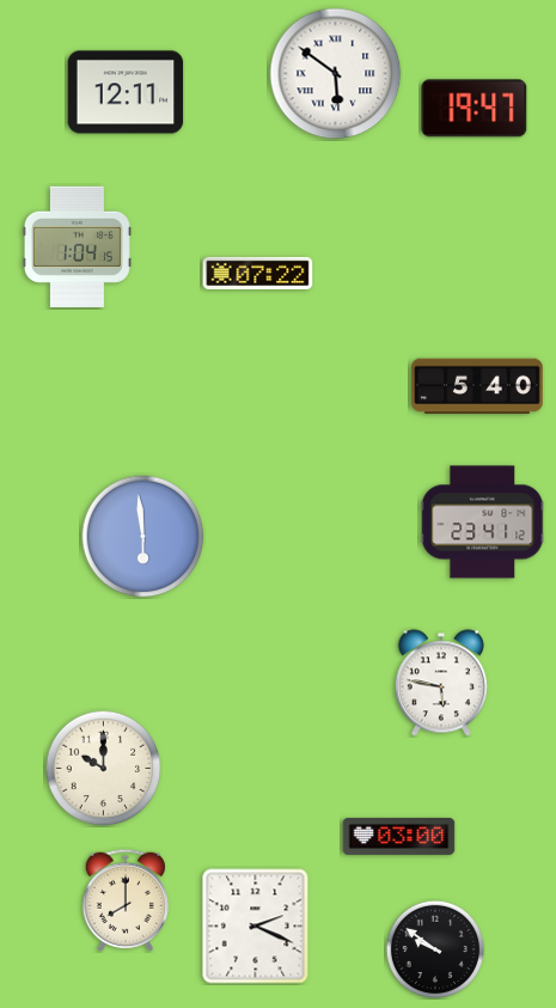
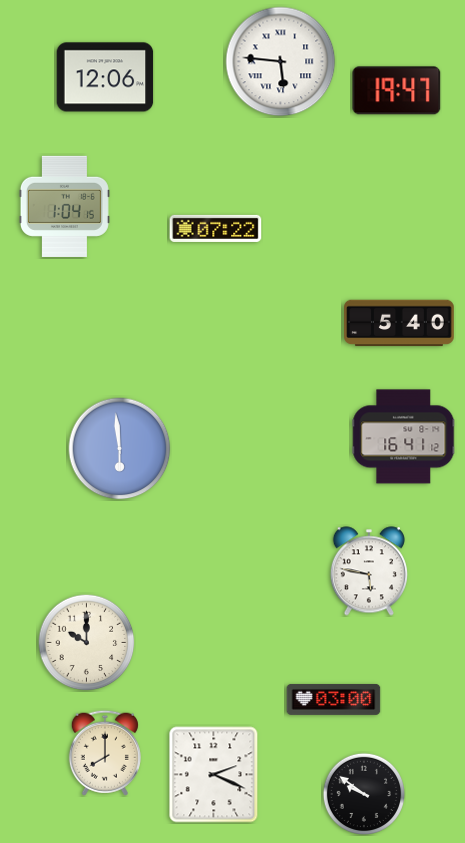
clock at (336, 74): 5:51 -> 5:46
clock at (126, 92): 12:11 -> 12:06
clock at (483, 523): 23:41 -> 16:41
